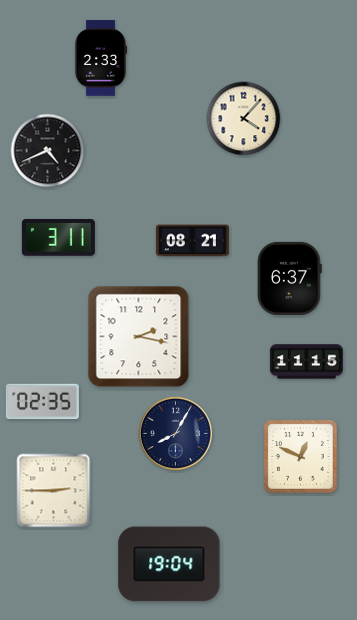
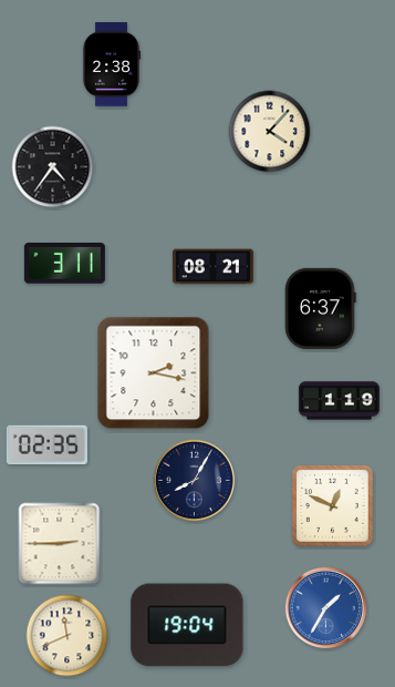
clock at (101, 58): 2:33 -> 2:38
clock at (48, 151): 4:41 -> 4:36
clock at (306, 362): 11:15 -> 1:19
clock at (326, 608): none -> 1:35
clock at (67, 636): none -> 11:41
